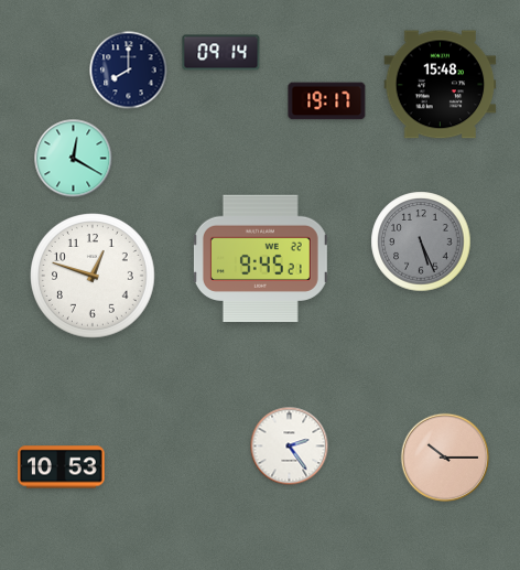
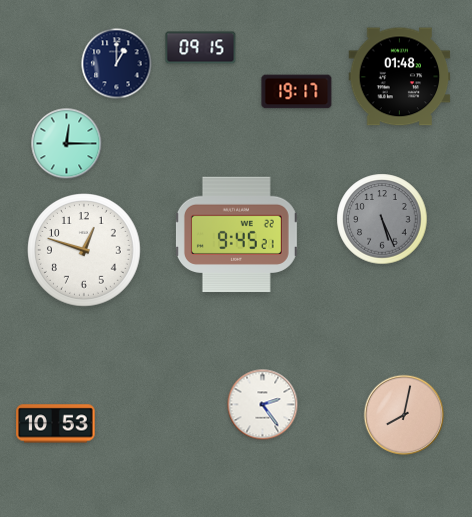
clock at (221, 53): 09:14 -> 09:15
clock at (129, 71): 8:00 -> 1:00
clock at (441, 85): 15:48 -> 01:48
clock at (74, 159): 12:20 -> 12:15
clock at (445, 458): 10:15 -> 8:02
